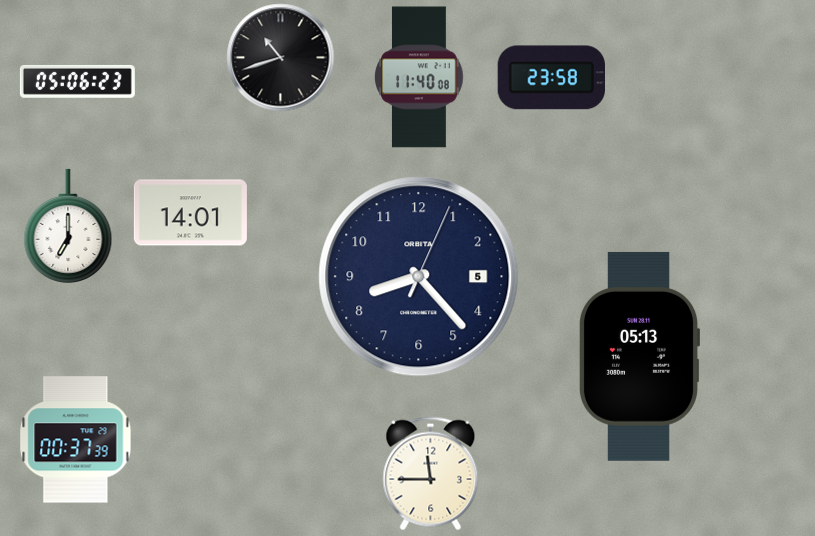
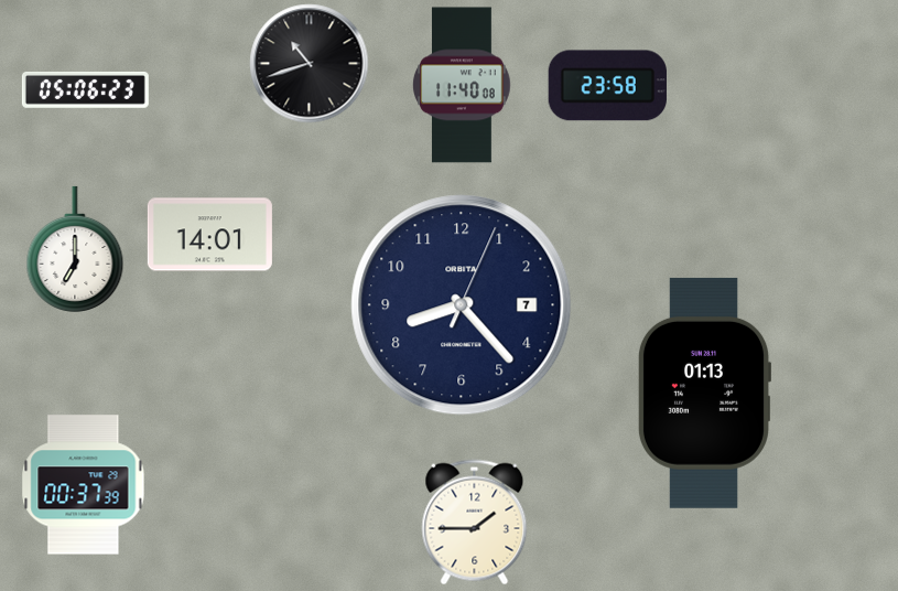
clock at (419, 277) date: 5 -> 7
clock at (638, 356): 05:13 -> 01:13
clock at (431, 474): 11:45 -> 1:45
